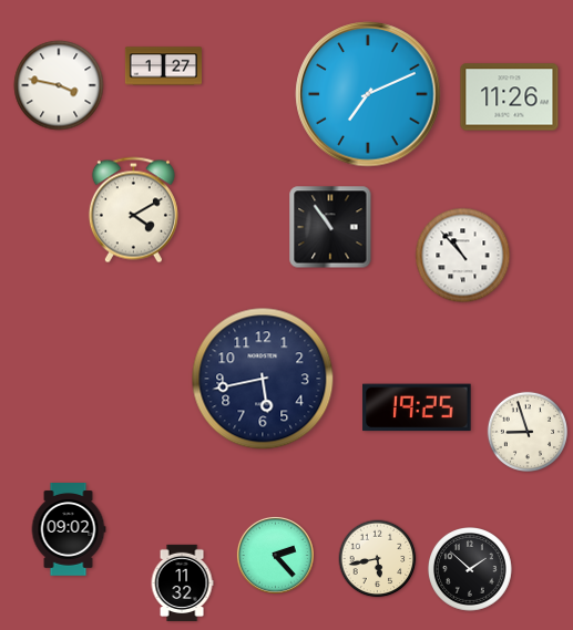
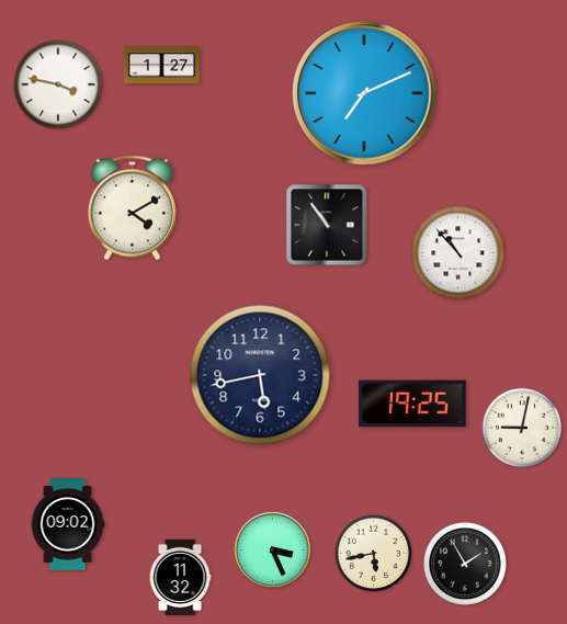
clock at (510, 97): 11:26 -> none
clock at (526, 431): 8:57 -> 9:02
clock at (275, 555): 2:23 -> 3:26
clock at (471, 570): 1:52 -> 1:55
